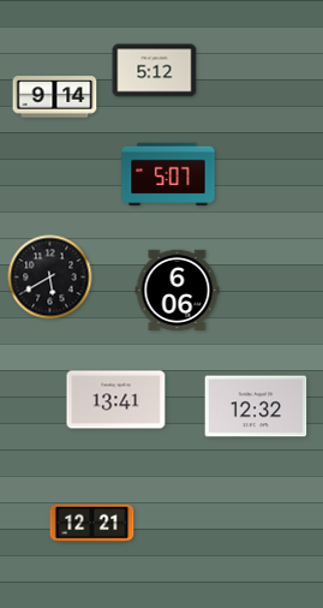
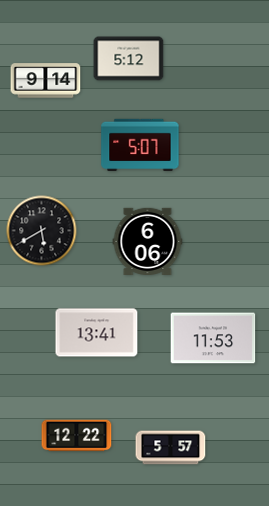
clock at (256, 406): 12:32 -> 11:53
clock at (92, 524): 12:21 -> 12:22
clock at (171, 448): none -> 5:57
